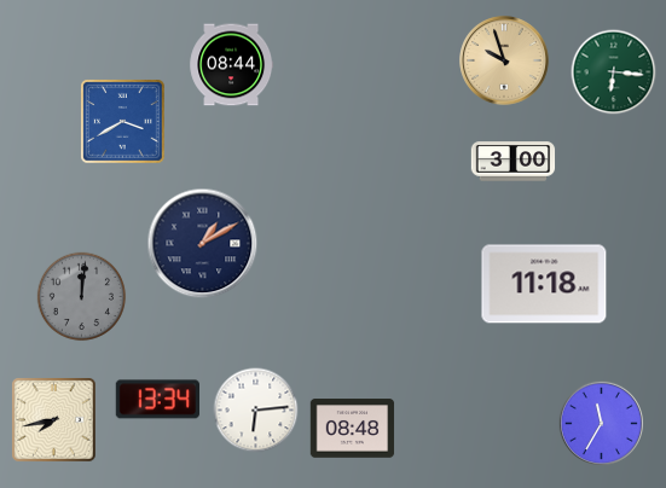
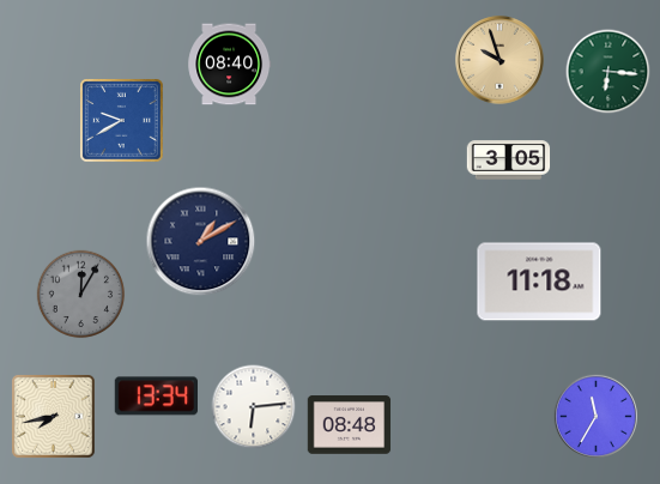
clock at (232, 65): 08:44 -> 08:40
clock at (123, 122): 3:40 -> 9:40
clock at (514, 162): 3:00 -> 3:05
clock at (82, 297): 12:01 -> 12:05
clock at (601, 423) position: (601, 423) -> (595, 416)
